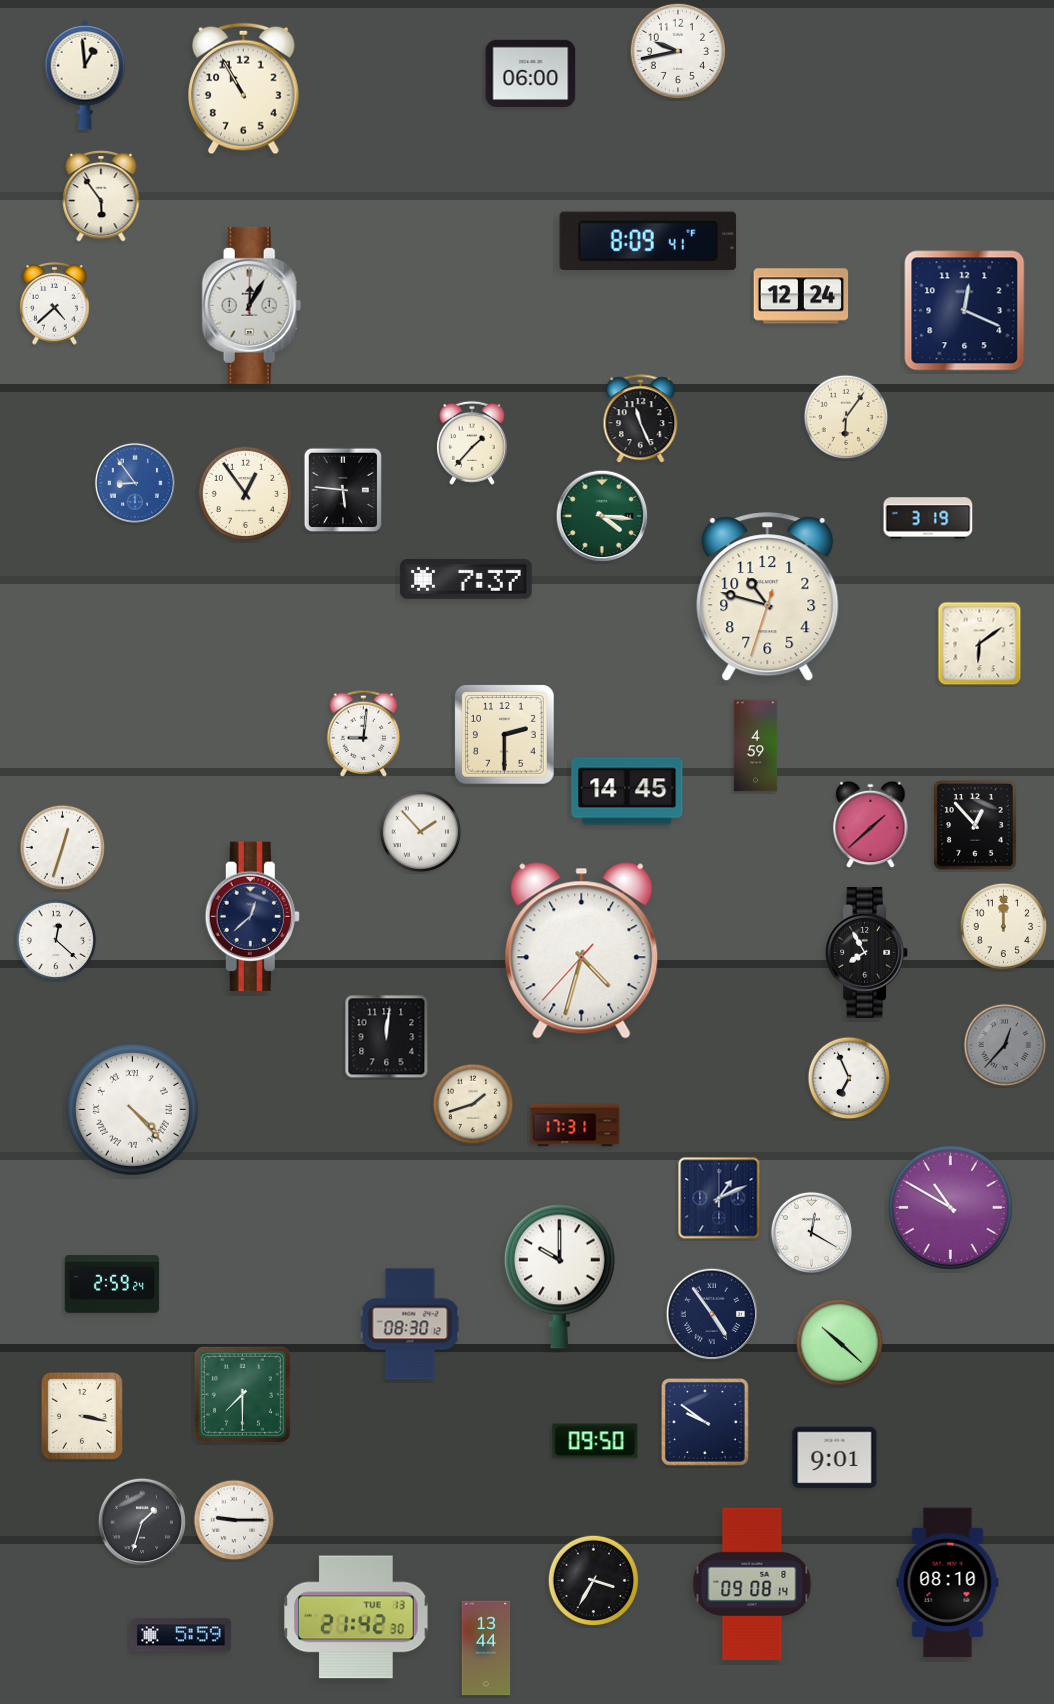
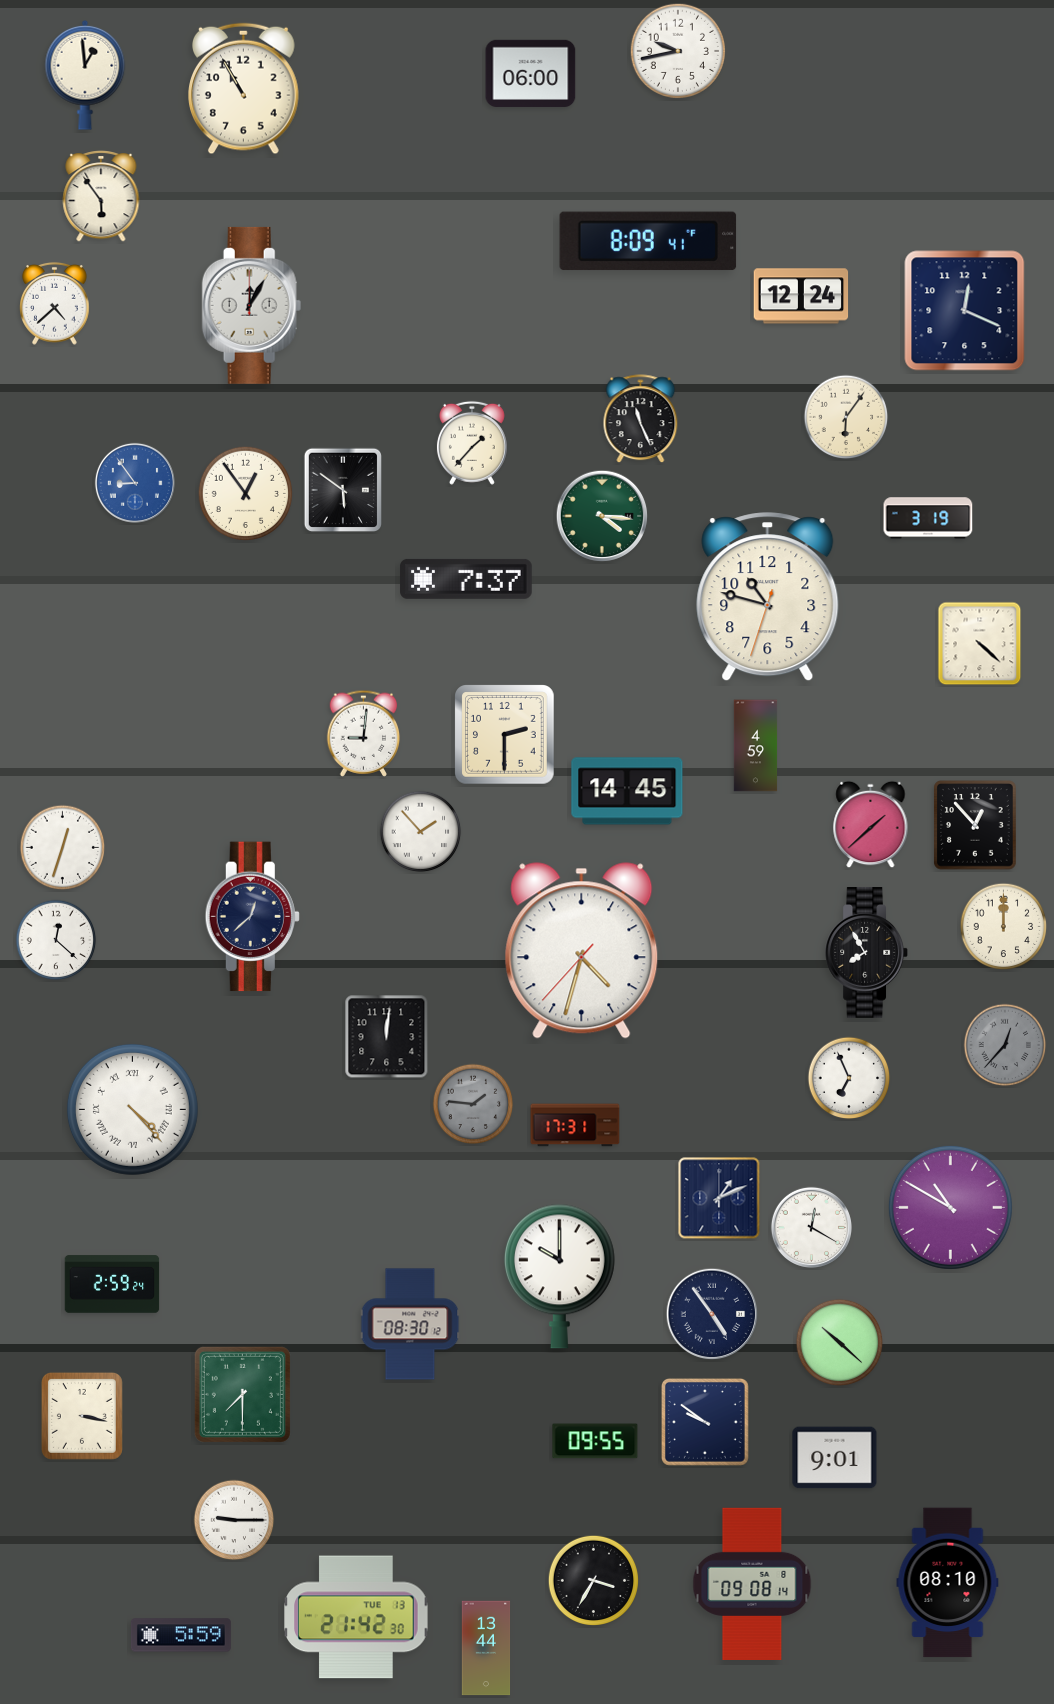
clock at (342, 490): 5:46 -> 5:51
clock at (980, 644): 6:09 -> 4:22
clock at (473, 1104): 1:42 -> 1:46
clock at (473, 1104) dial: cream -> grey
clock at (811, 1232) position: (811, 1232) -> (811, 1227)
clock at (595, 1441): 09:50 -> 09:55
clock at (141, 1521): 1:33 -> none
